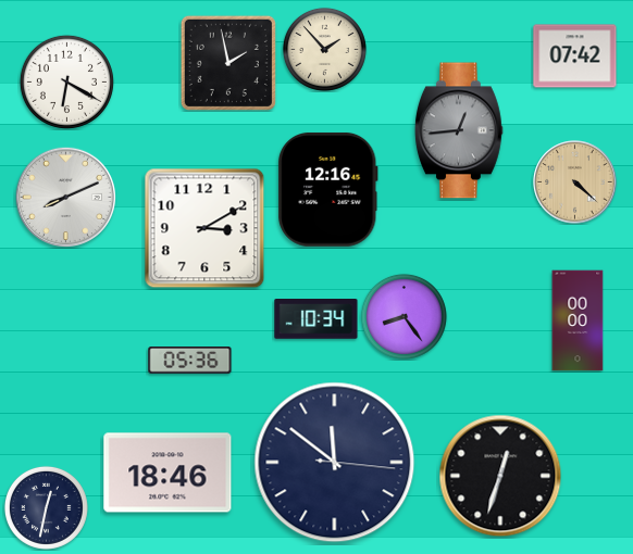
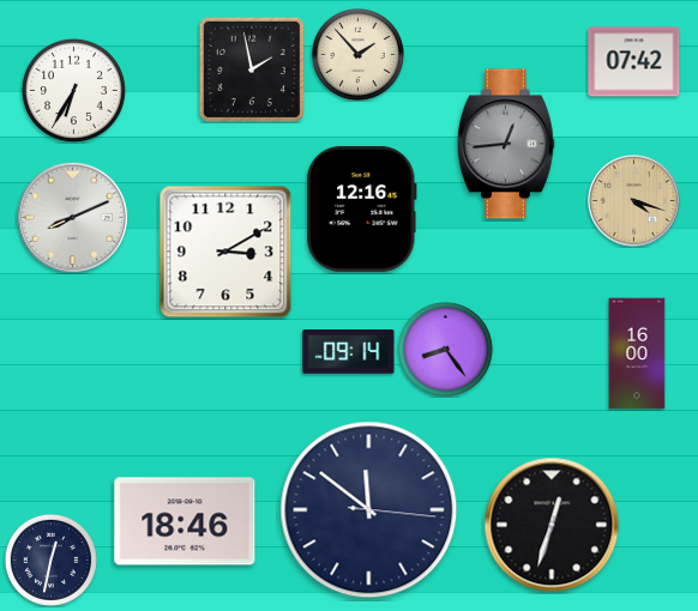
clock at (66, 81): 6:20 -> 6:35
clock at (575, 182): 4:22 -> 4:18
clock at (316, 319): 10:34 -> 09:14
clock at (578, 320): 00:00 -> 16:00
clock at (190, 361): 05:36 -> none
